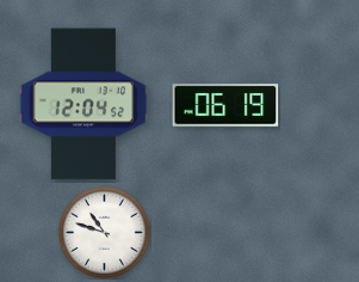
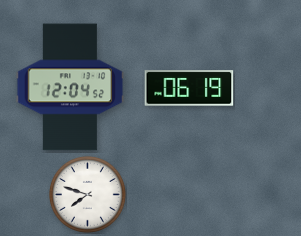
clock at (104, 232): 10:48 -> 7:48
